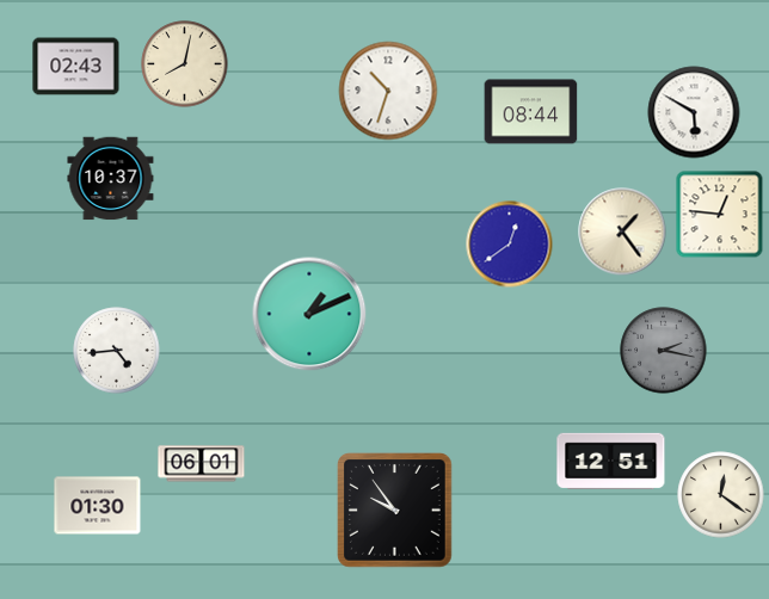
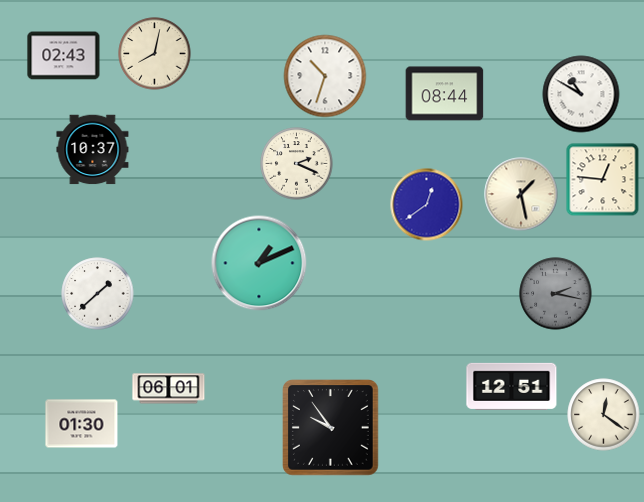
clock at (694, 112): 5:50 -> 10:50
clock at (297, 164): none -> 2:19
clock at (622, 231): 1:24 -> 1:28
clock at (117, 351): 4:44 -> 1:38
